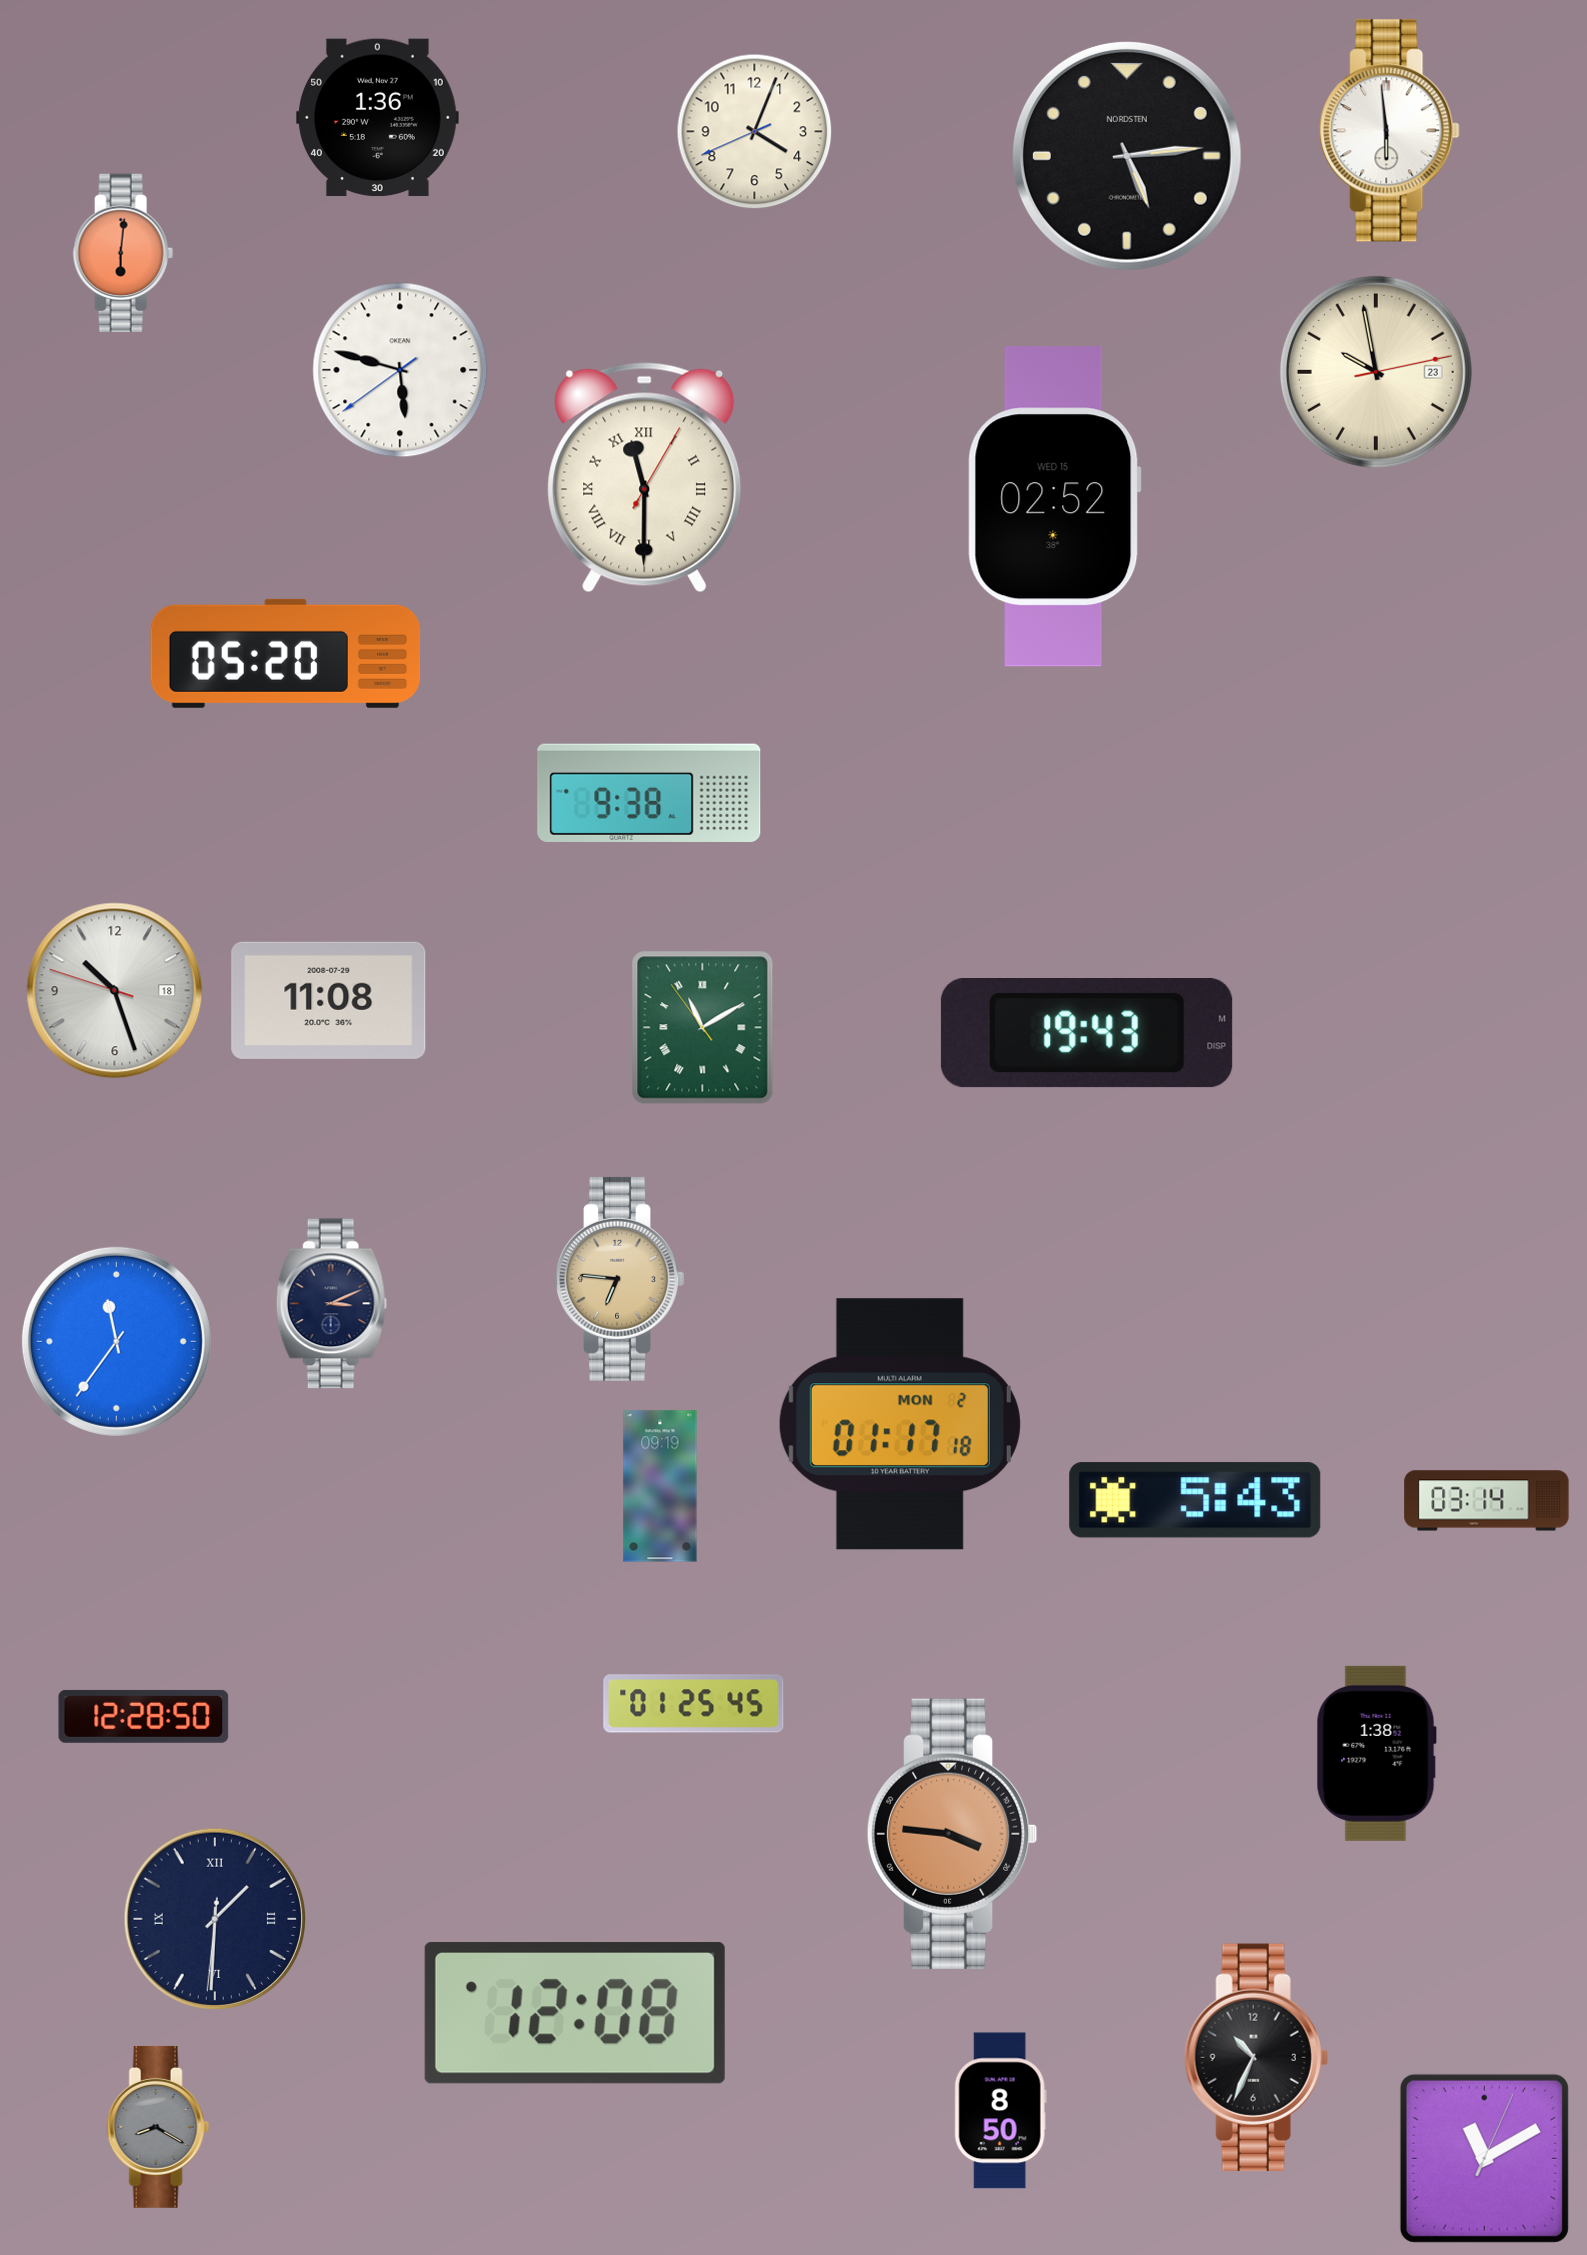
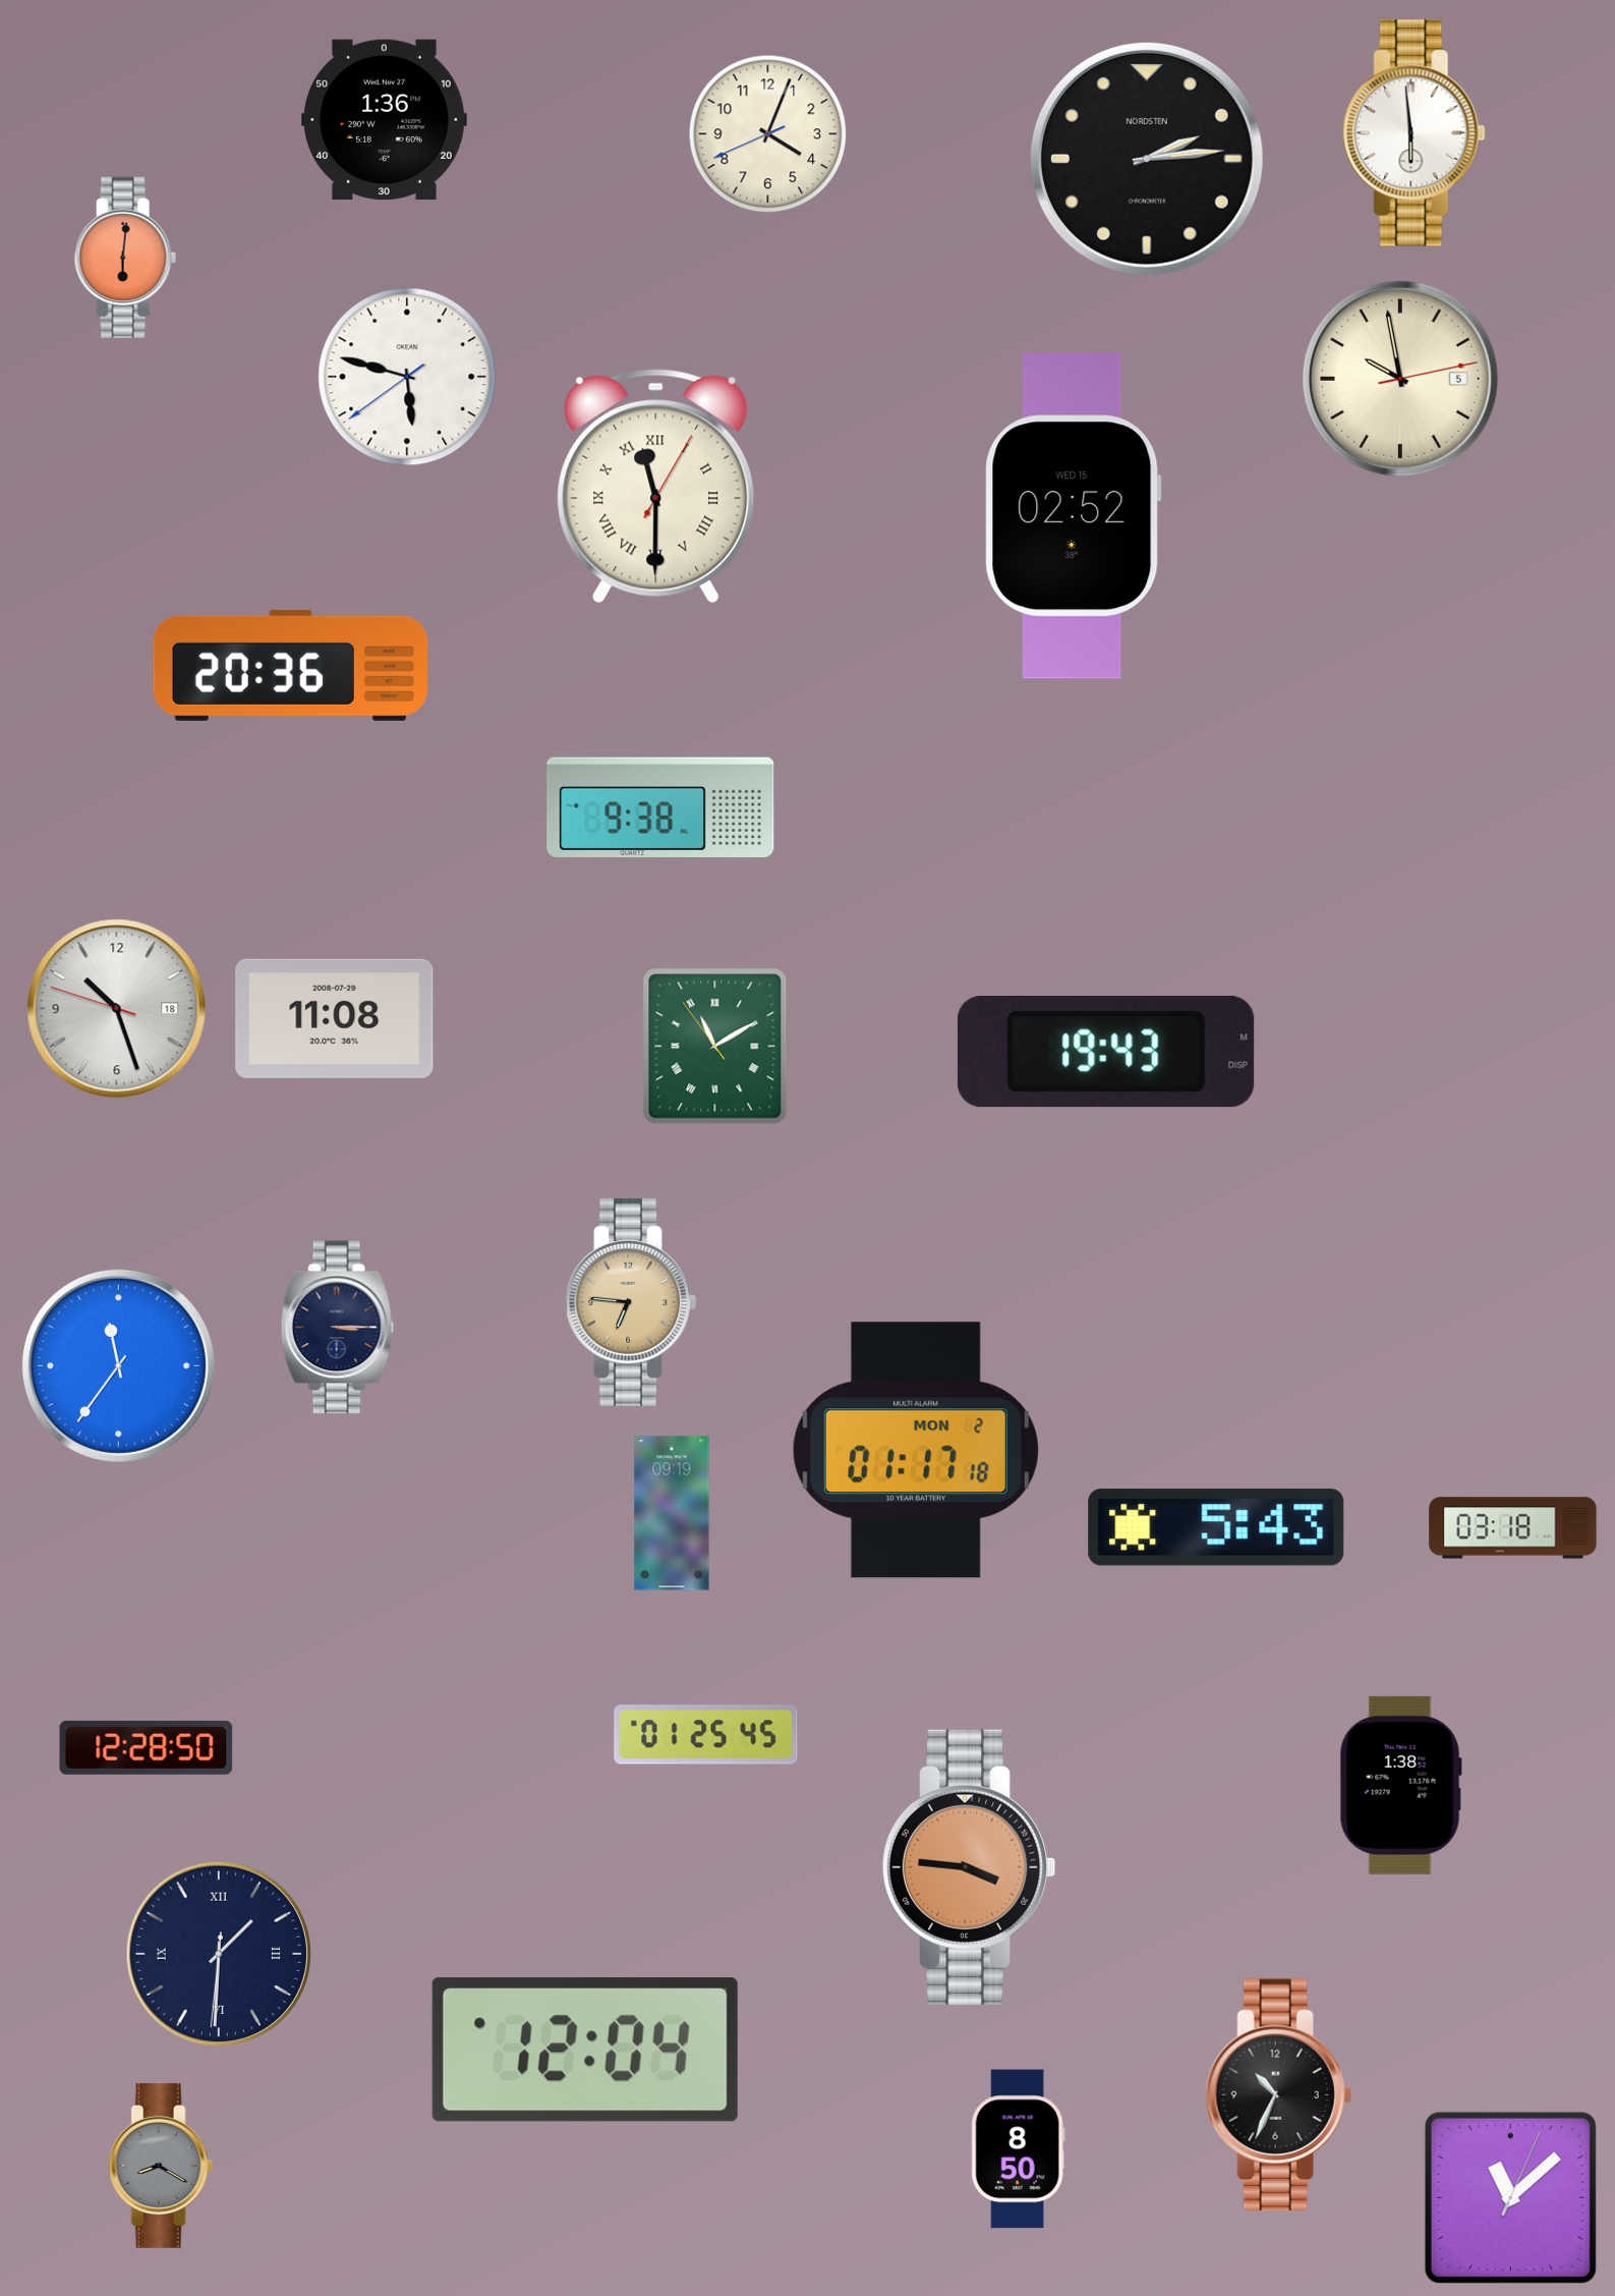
clock at (1127, 156): 5:14 -> 2:14
clock at (1376, 372) date: 23 -> 5
clock at (286, 653): 05:20 -> 20:36
clock at (331, 1304): 3:11 -> 3:15
clock at (1487, 1501): 03:14 -> 03:18
clock at (575, 2013): 12:08 -> 12:04
clock at (1484, 2158): 11:10 -> 11:08
